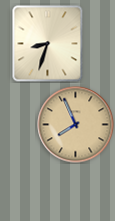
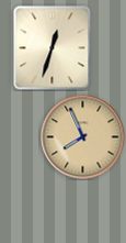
clock at (48, 44): 8:33 -> 12:33
